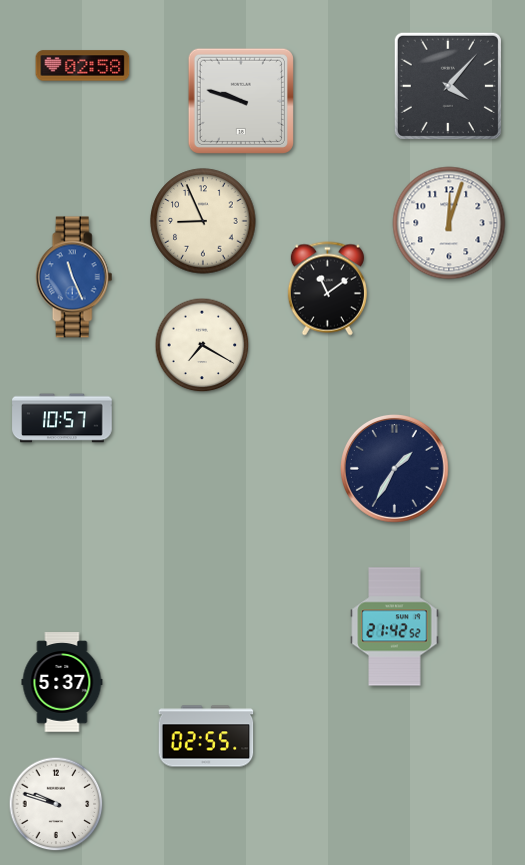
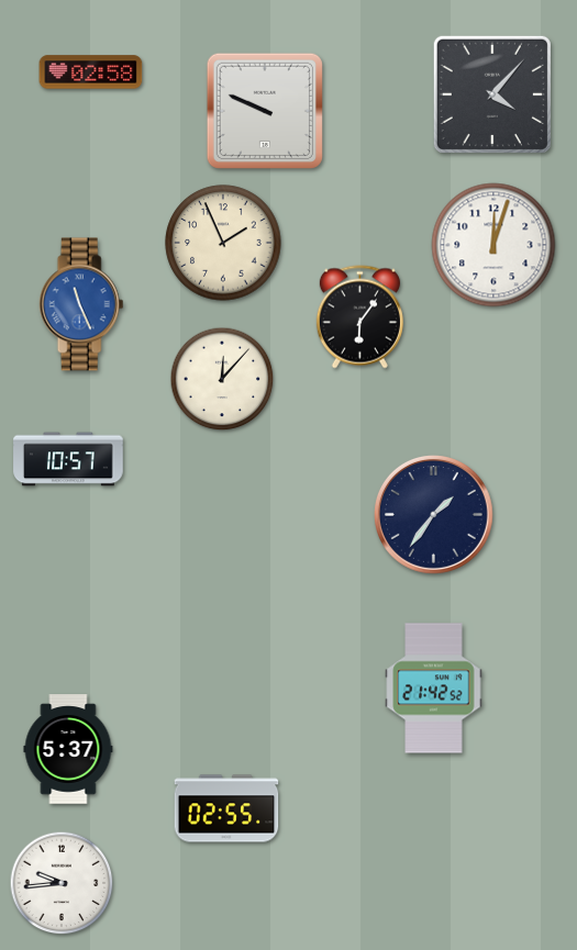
clock at (241, 101): 9:48 -> 9:49
clock at (203, 221): 8:56 -> 1:56
clock at (327, 289): 11:09 -> 6:06
clock at (202, 345): 7:20 -> 12:07
clock at (394, 468): 1:35 -> 1:36
clock at (56, 804): 9:48 -> 9:44
